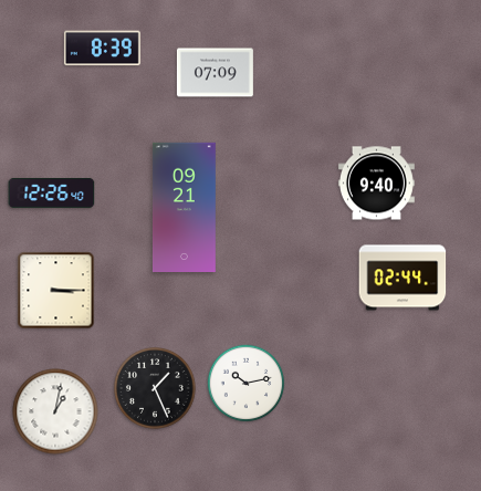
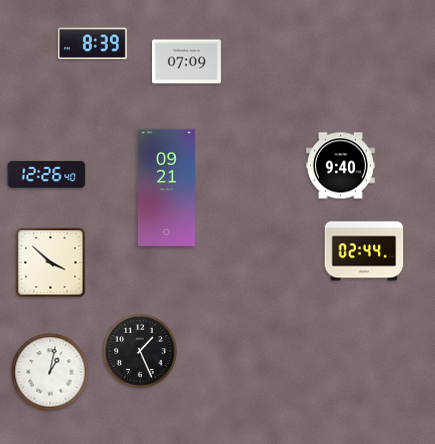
clock at (215, 73) position: (215, 73) -> (186, 62)
clock at (56, 291): 3:15 -> 3:52
clock at (247, 384): 10:13 -> none
